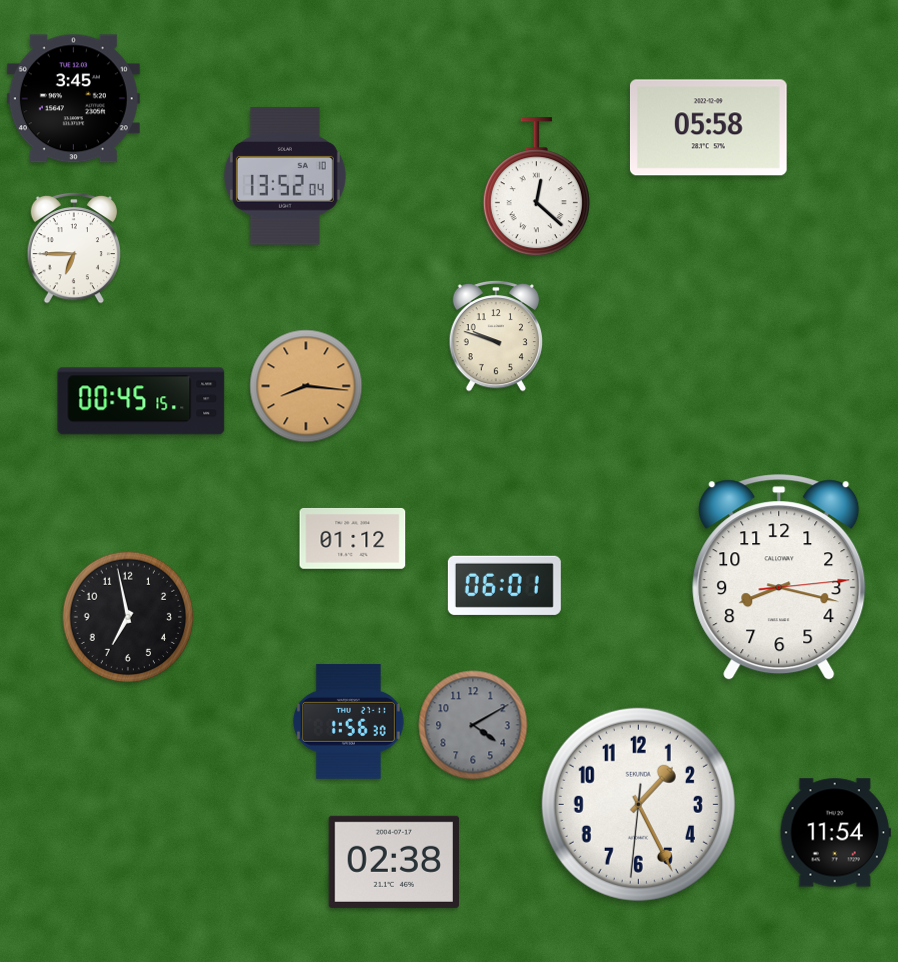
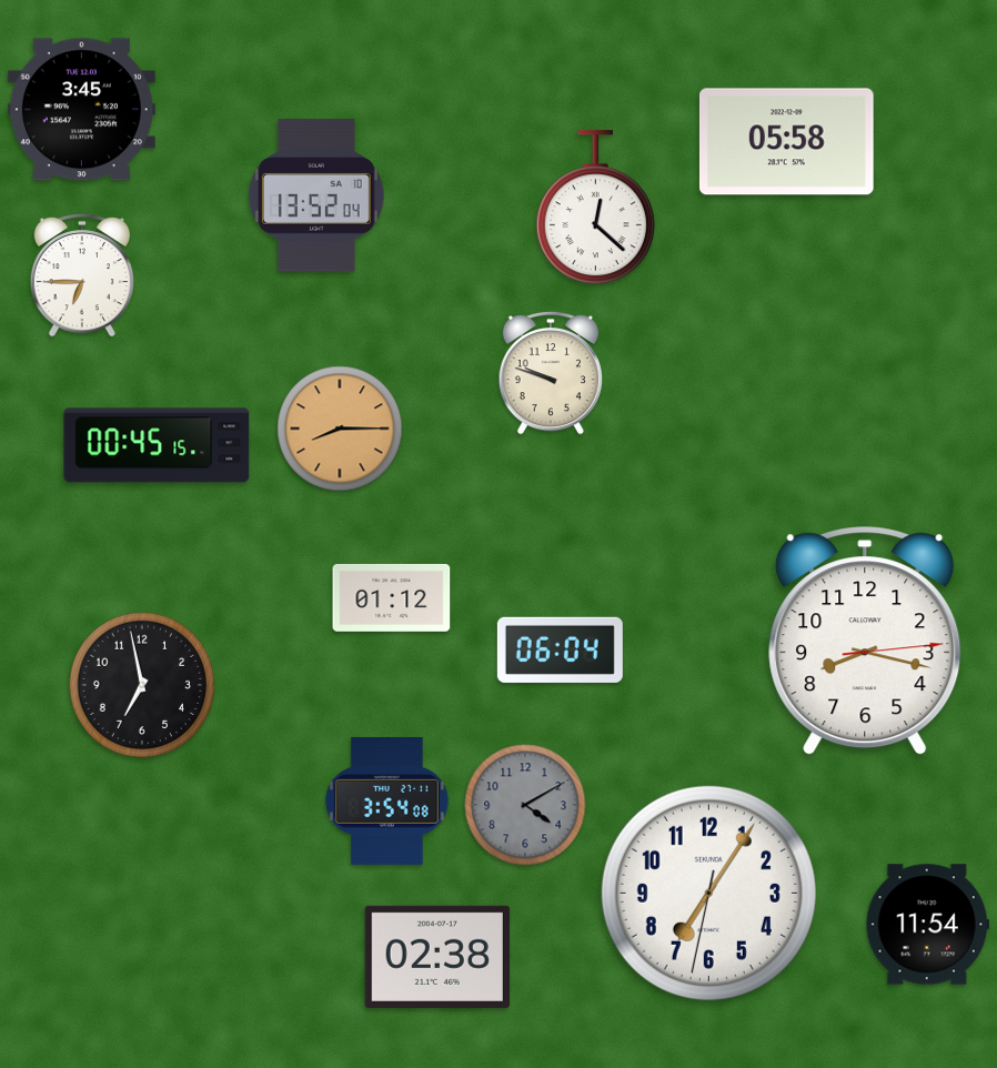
clock at (306, 386): 8:16 -> 8:15
clock at (504, 585): 06:01 -> 06:04
clock at (348, 721): 1:56 -> 3:54
clock at (638, 804): 1:25 -> 7:05
